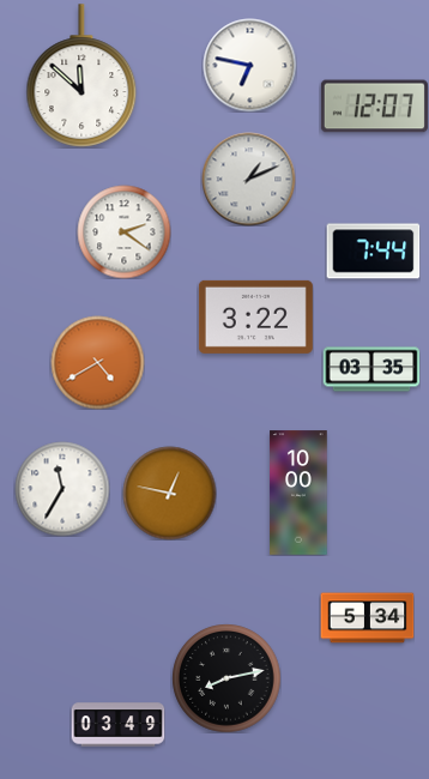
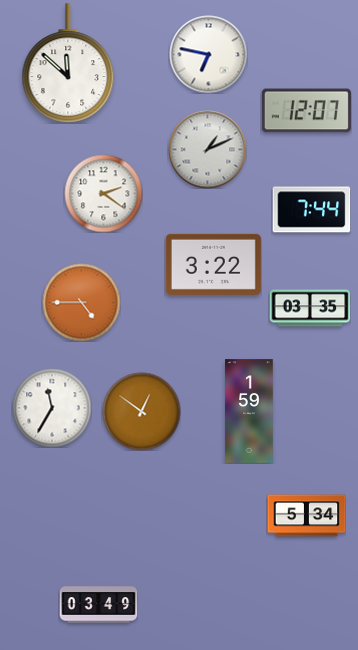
clock at (374, 107) position: (374, 107) -> (306, 111)
clock at (97, 362): 4:40 -> 4:45
clock at (169, 493): 12:47 -> 12:51
clock at (298, 493): 10:00 -> 1:59
clock at (226, 678): 8:13 -> none
